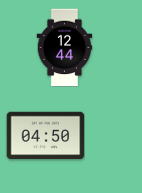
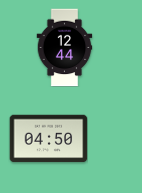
clock at (45, 136) position: (45, 136) -> (48, 139)
